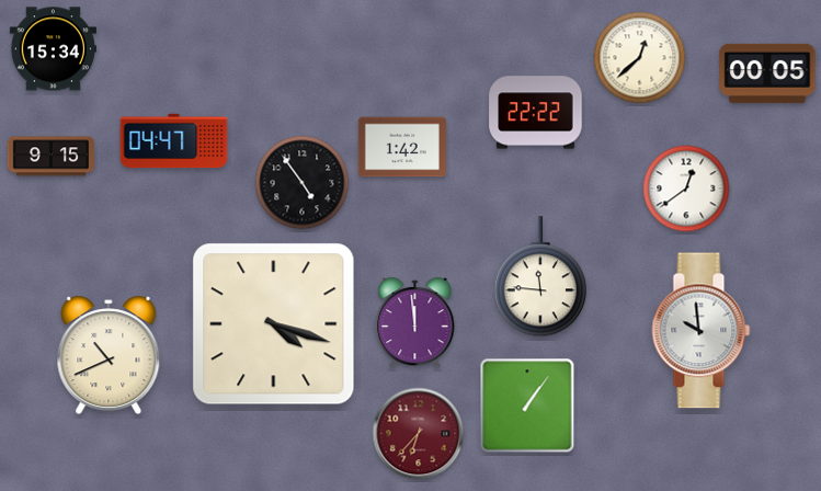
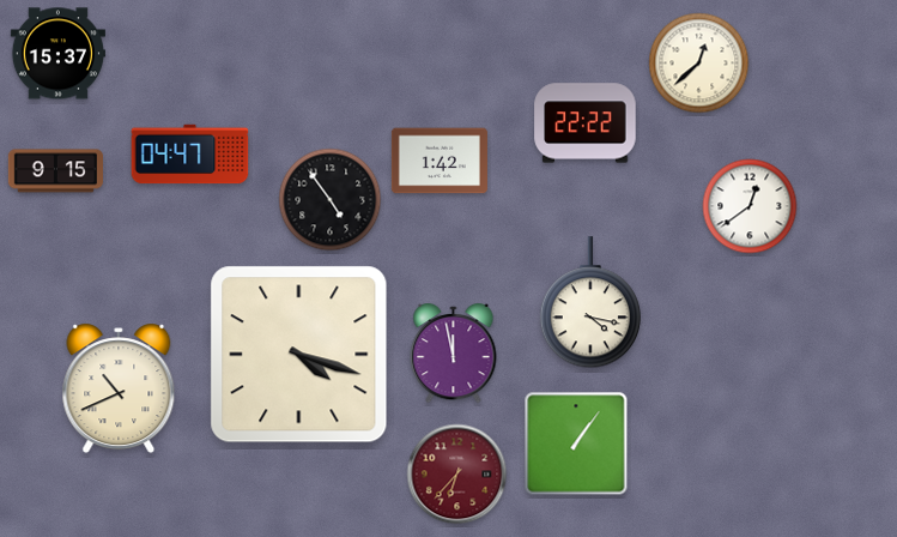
clock at (53, 49): 15:34 -> 15:37
clock at (767, 73): 00:05 -> none
clock at (539, 277): 11:46 -> 4:17
clock at (415, 323): 11:59 -> 11:58
clock at (702, 331): 9:59 -> none
